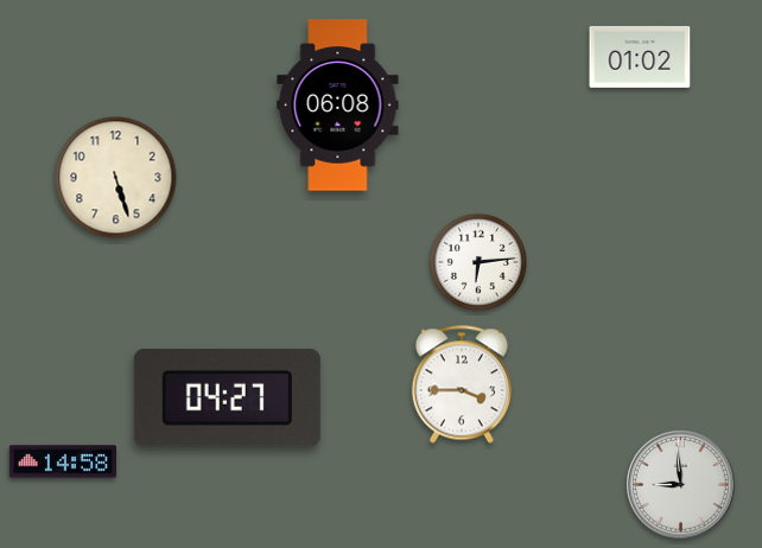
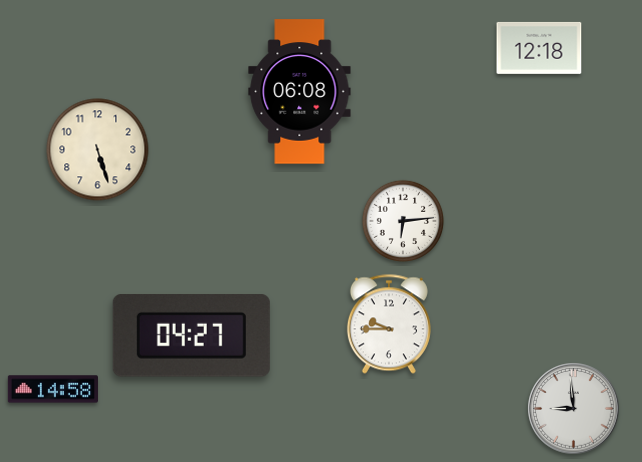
clock at (640, 57): 01:02 -> 12:18
clock at (338, 106) position: (338, 106) -> (300, 92)
clock at (462, 384): 3:45 -> 9:45
